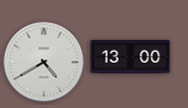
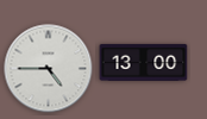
clock at (44, 63): 4:40 -> 4:45
